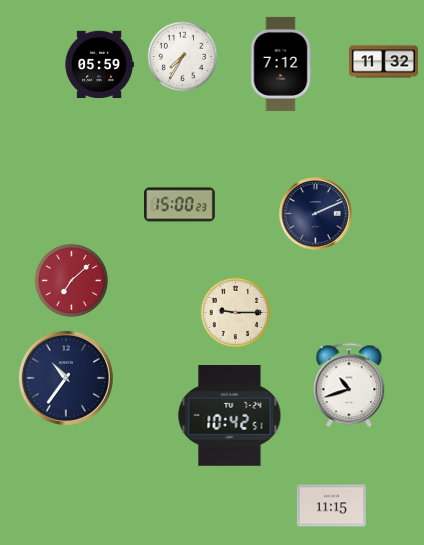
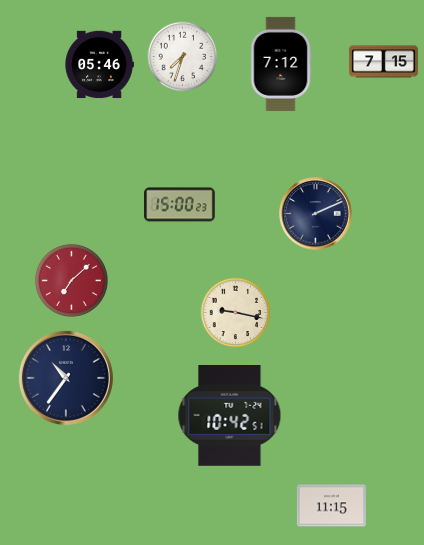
clock at (183, 57): 7:35 -> 7:33
clock at (383, 62): 11:32 -> 7:15
clock at (99, 65): 05:59 -> 05:46
clock at (236, 313): 9:15 -> 9:17
clock at (349, 385): 10:42 -> none
